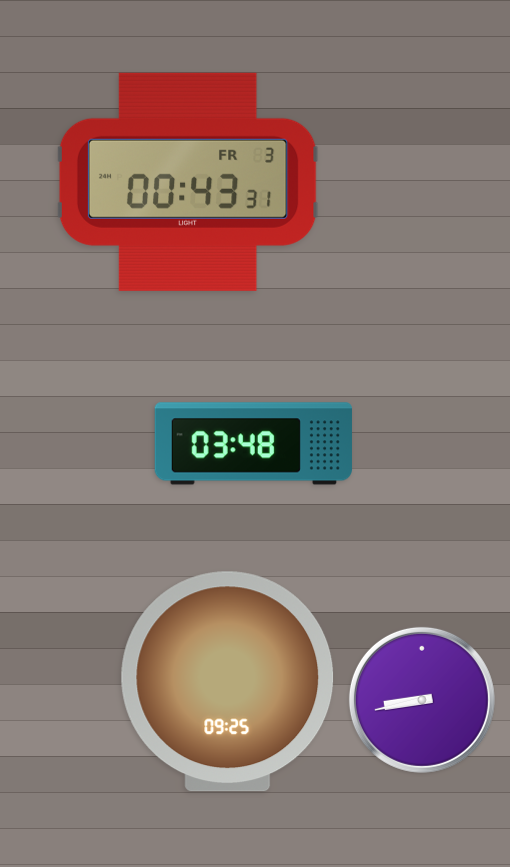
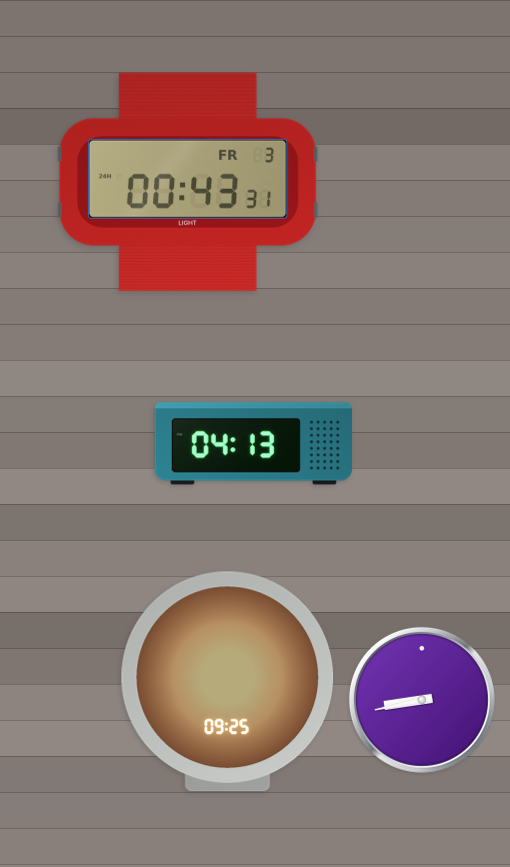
clock at (253, 444): 03:48 -> 04:13
